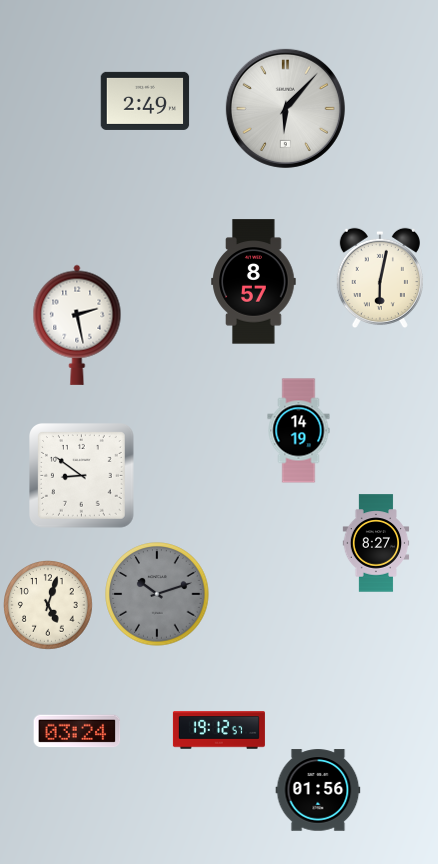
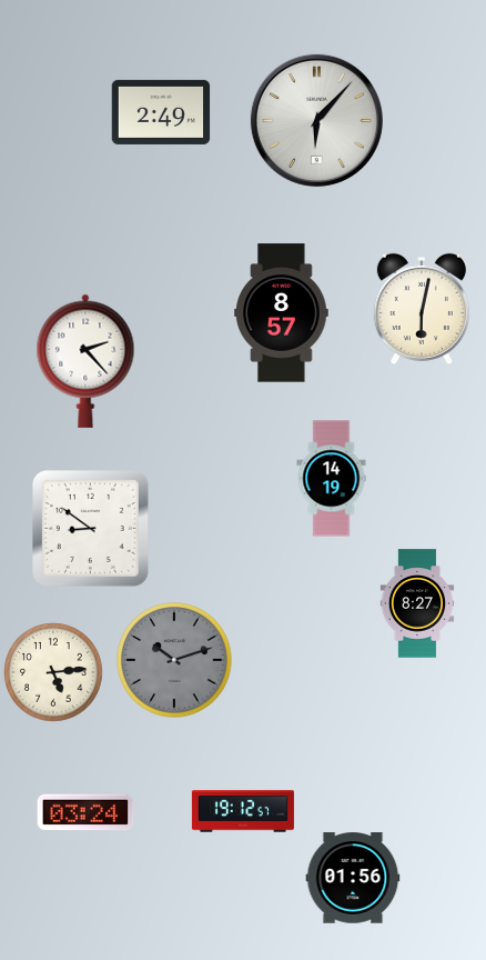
clock at (77, 325): 2:28 -> 2:23
clock at (49, 606): 5:03 -> 5:14
